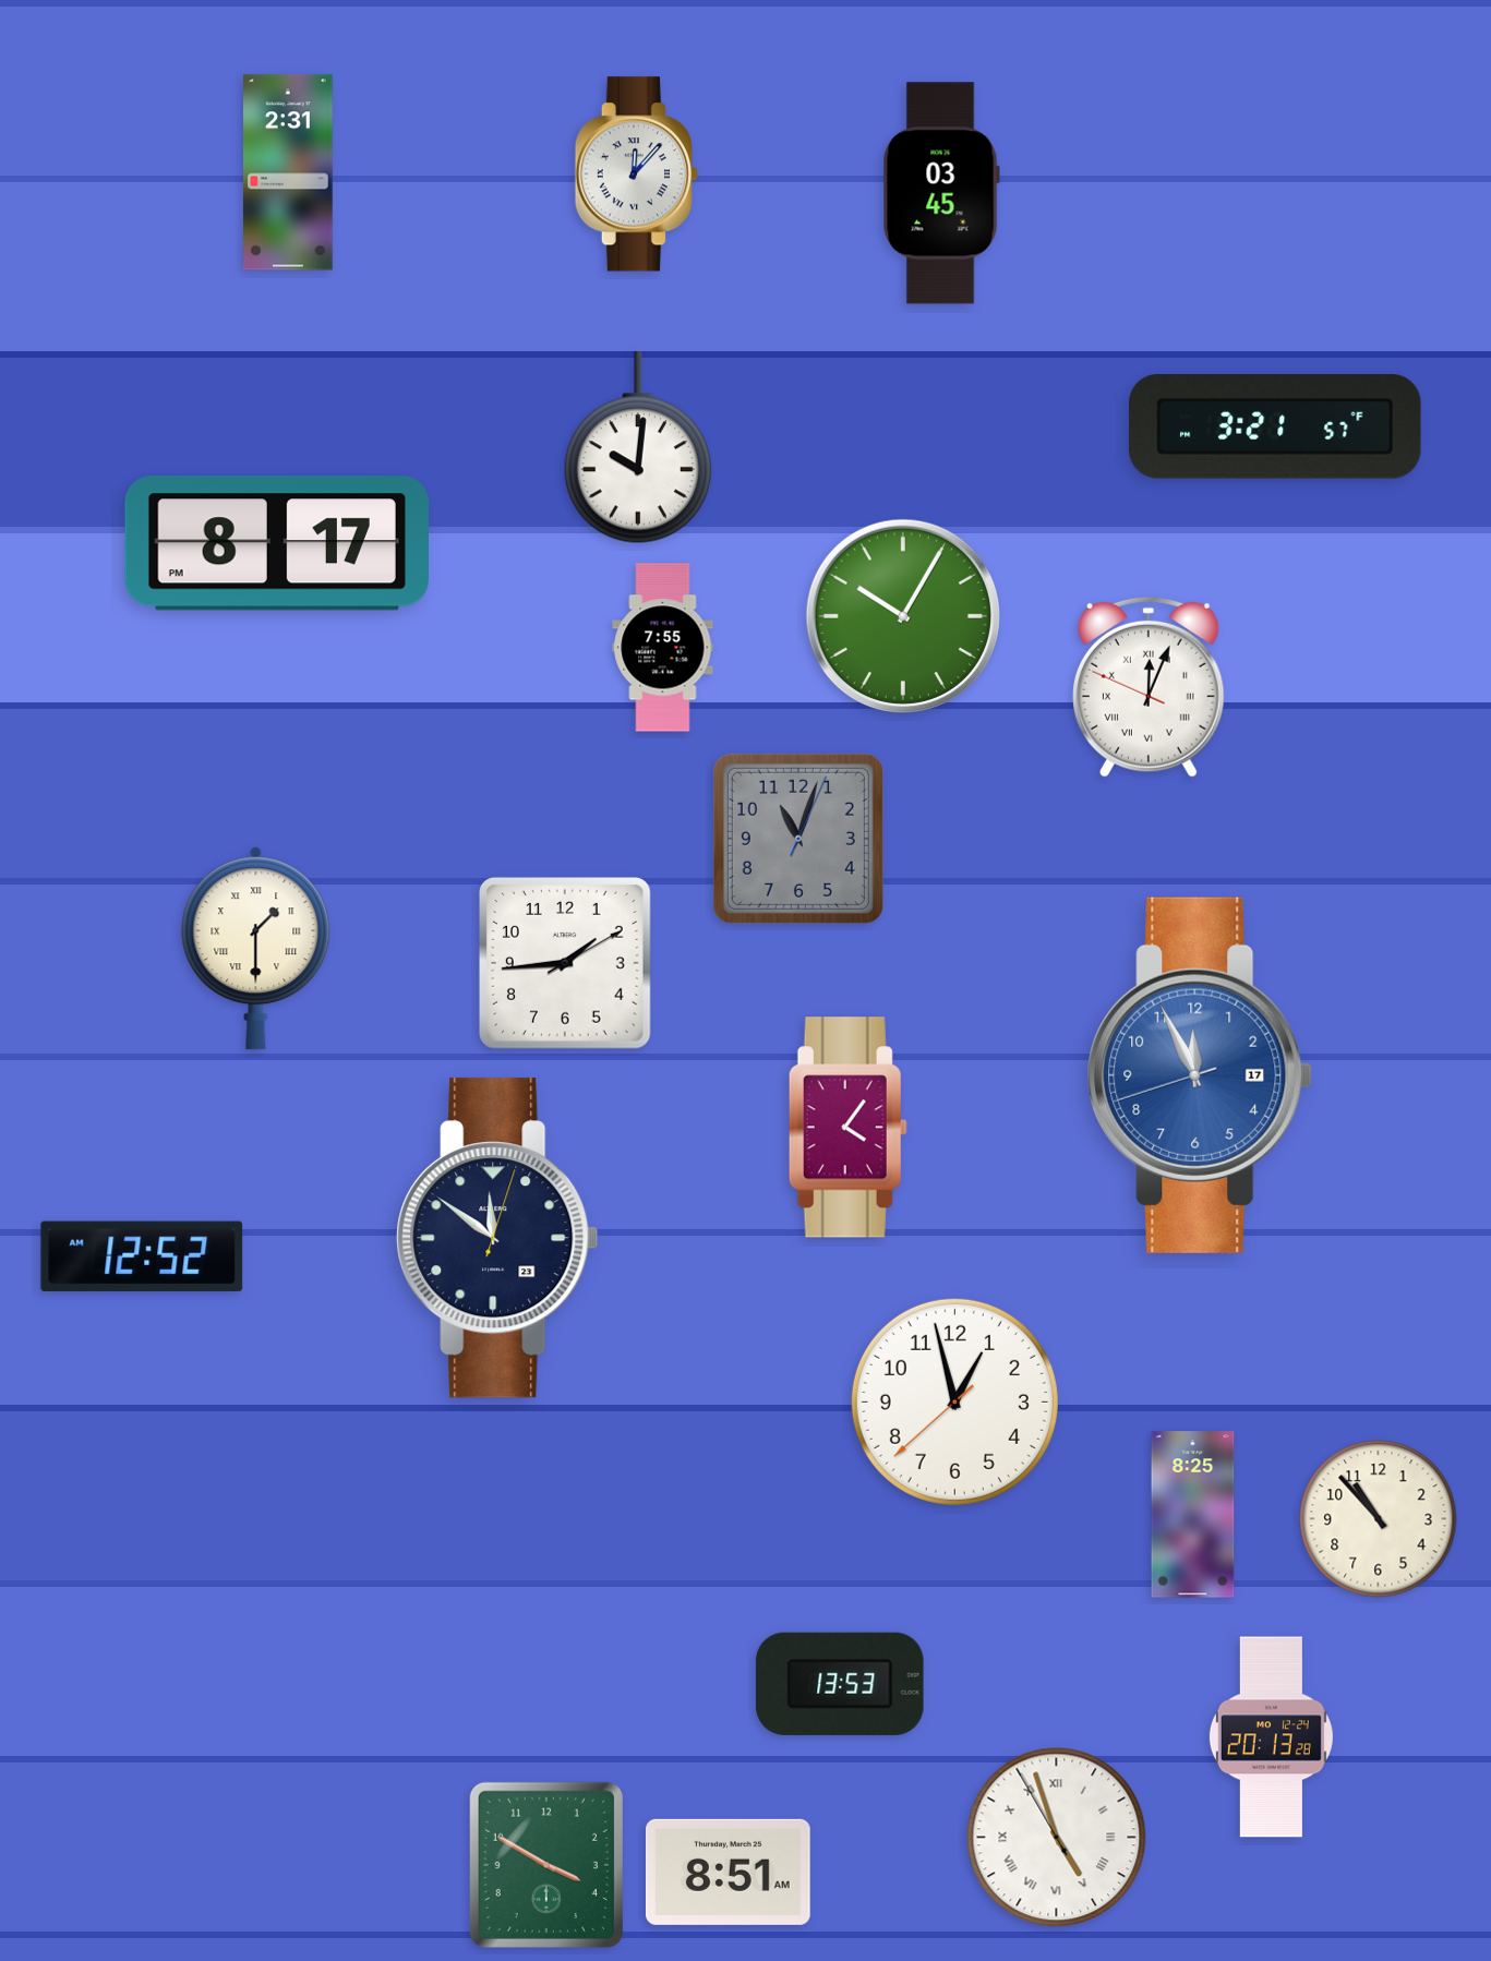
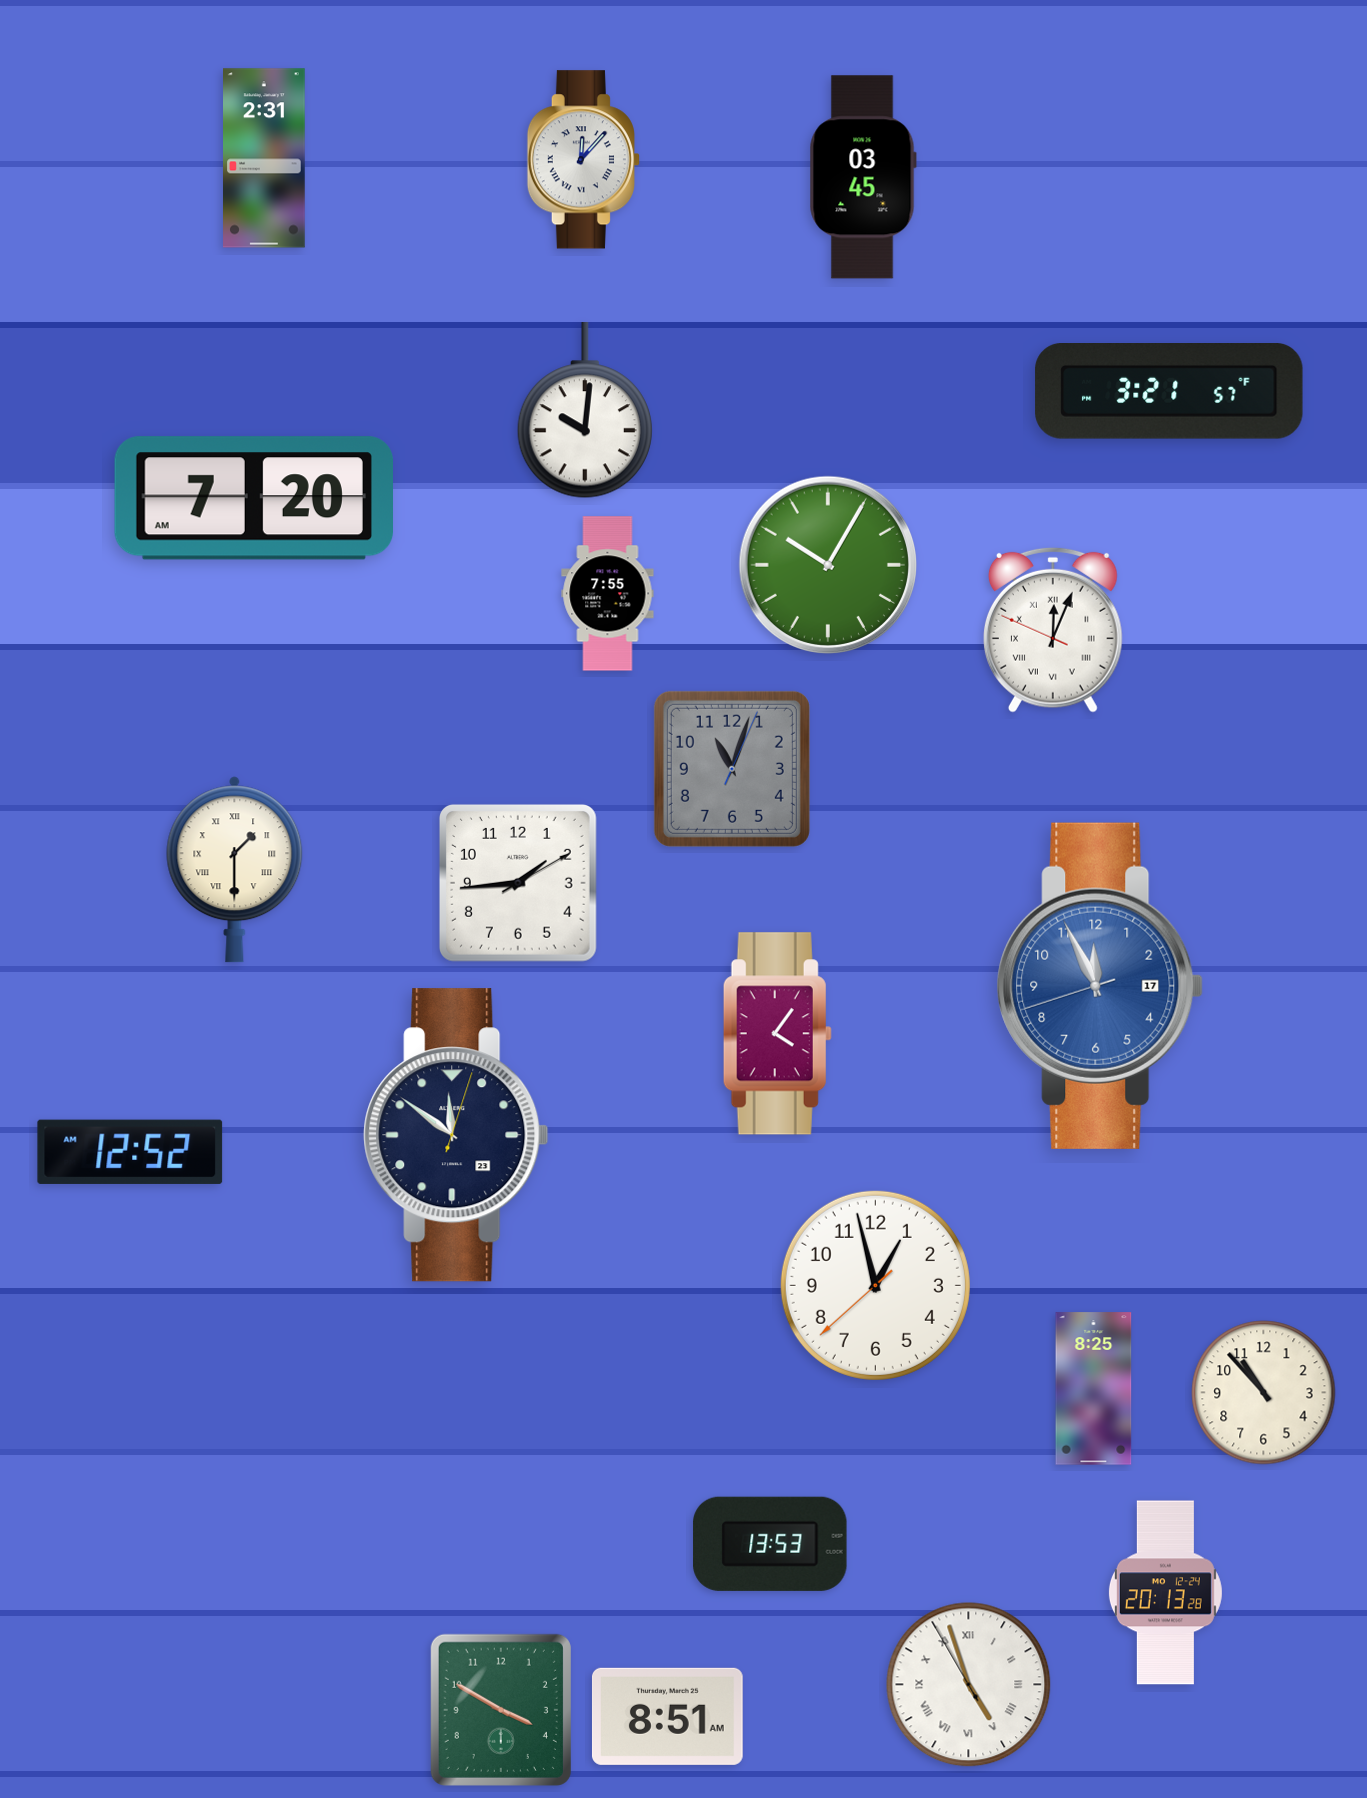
clock at (276, 543): 8:17 -> 7:20
